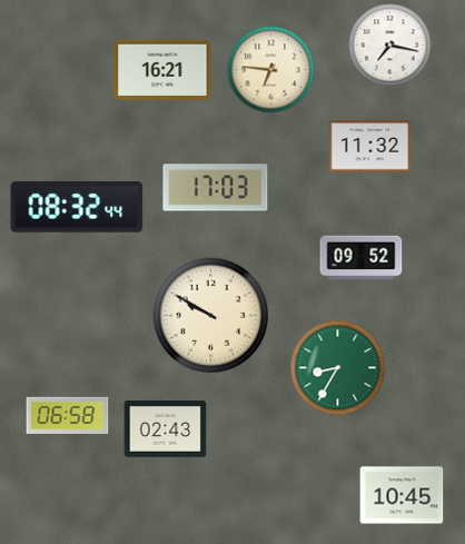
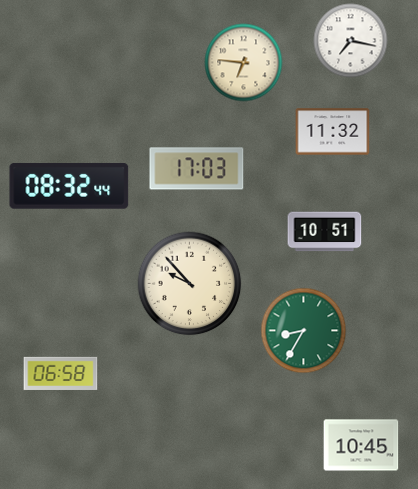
clock at (162, 70): 16:21 -> none
clock at (216, 188) position: (216, 188) -> (197, 169)
clock at (362, 258): 09:52 -> 10:51
clock at (211, 316): 9:50 -> 9:53
clock at (166, 429): 02:43 -> none
